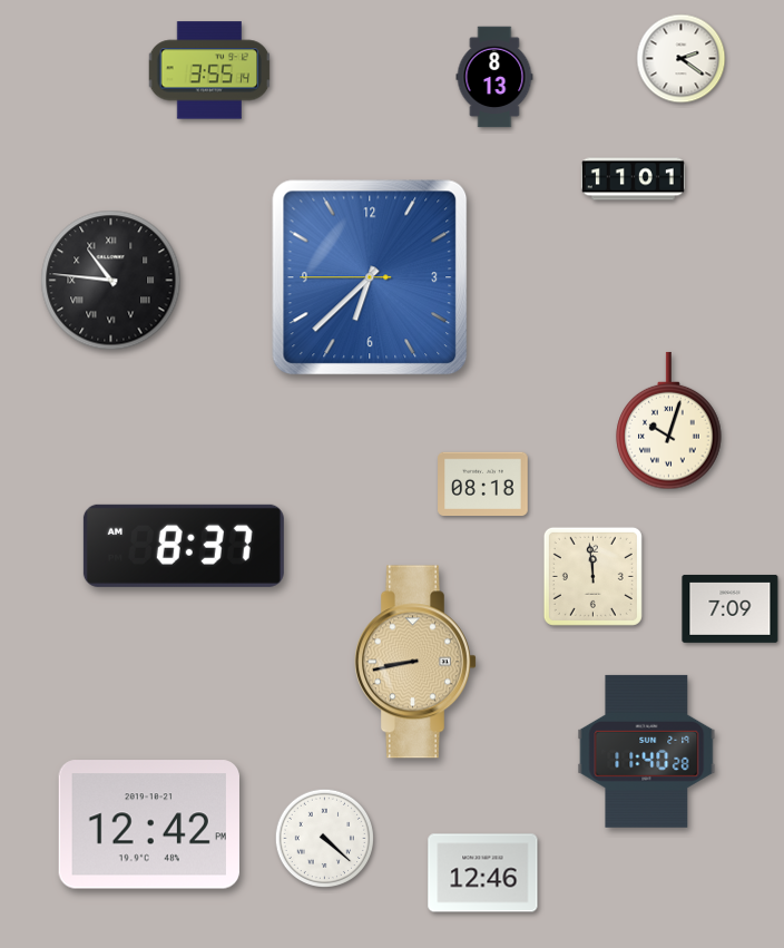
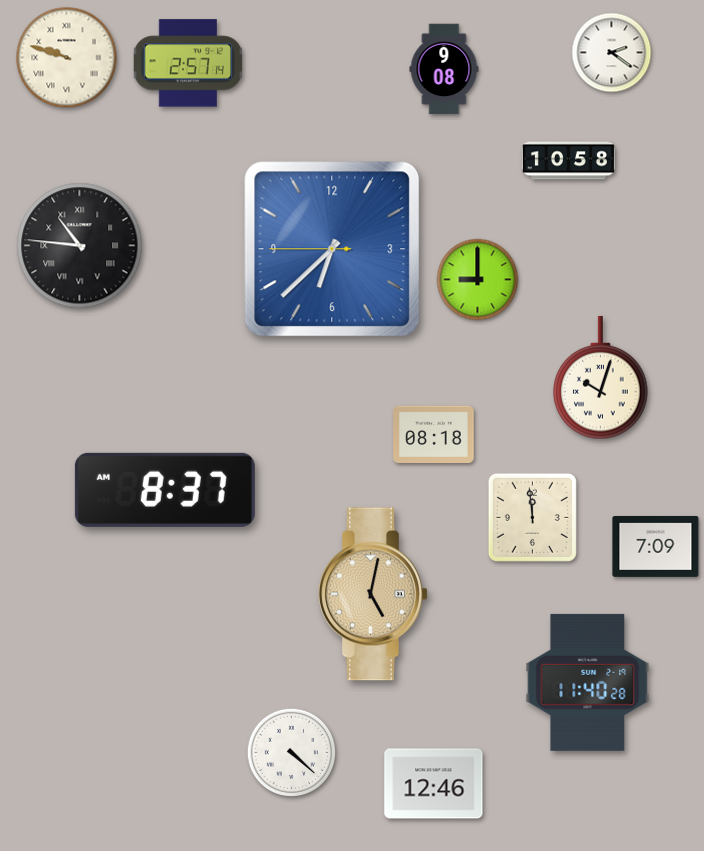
clock at (67, 58): none -> 9:48
clock at (209, 70): 3:55 -> 2:57
clock at (494, 77): 8:13 -> 9:08
clock at (633, 179): 11:01 -> 10:58
clock at (111, 281) position: (111, 281) -> (80, 246)
clock at (478, 280): none -> 9:00
clock at (416, 662): 8:43 -> 5:02
clock at (647, 751) position: (647, 751) -> (588, 682)
clock at (149, 824): 12:42 -> none
